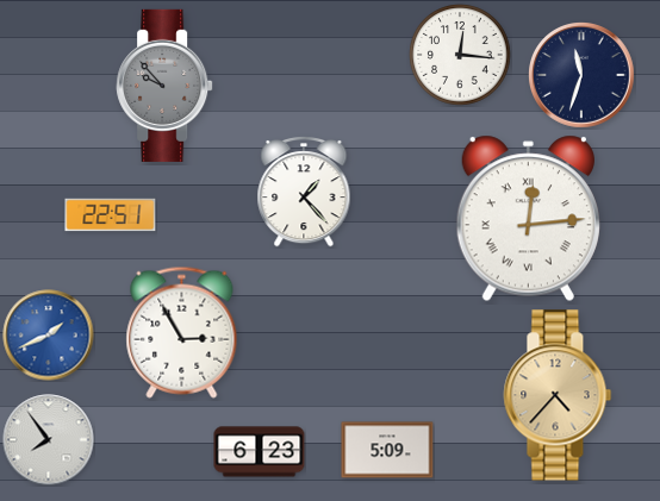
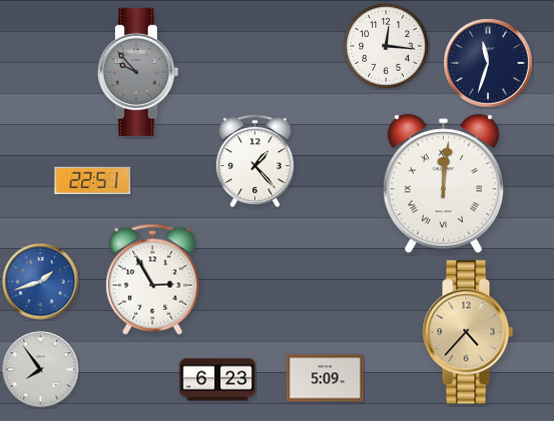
clock at (528, 219): 12:14 -> 12:01
clock at (49, 336): 1:41 -> 1:42
